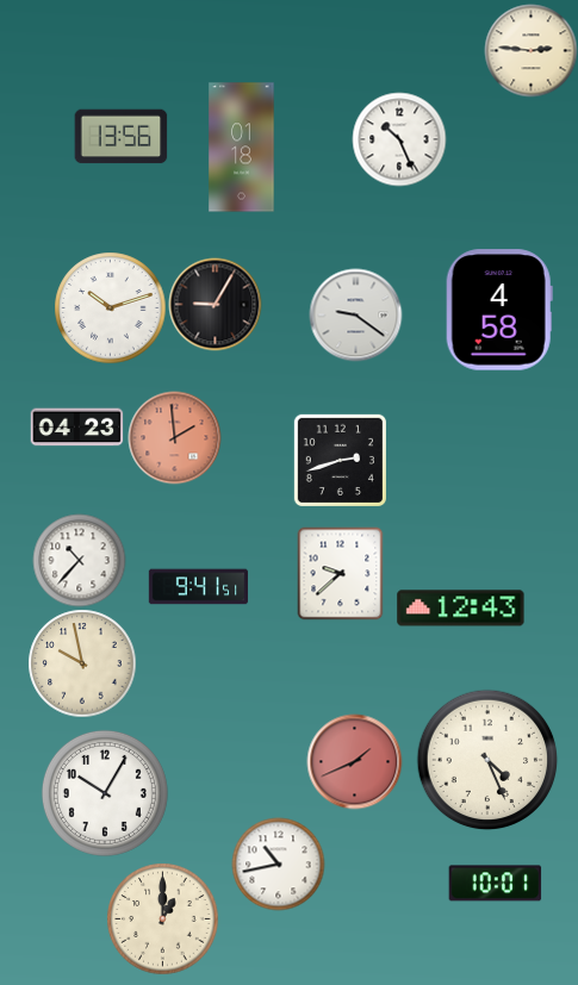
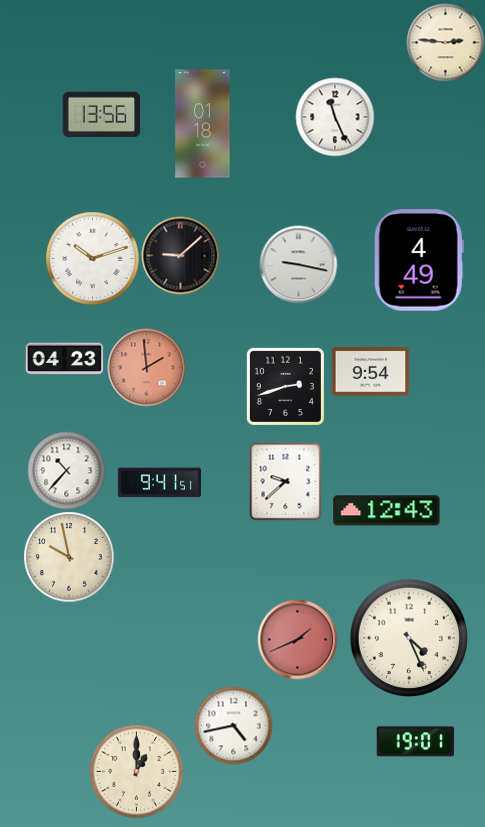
clock at (399, 139): 10:26 -> 11:26
clock at (215, 304): 9:05 -> 9:08
clock at (499, 310): 4:58 -> 4:49
clock at (355, 314): 9:21 -> 9:17
clock at (370, 372): none -> 9:54
clock at (198, 587) position: (198, 587) -> (159, 483)
clock at (105, 793): 10:05 -> none
clock at (278, 864): 10:43 -> 4:43
clock at (495, 884): 10:01 -> 19:01
